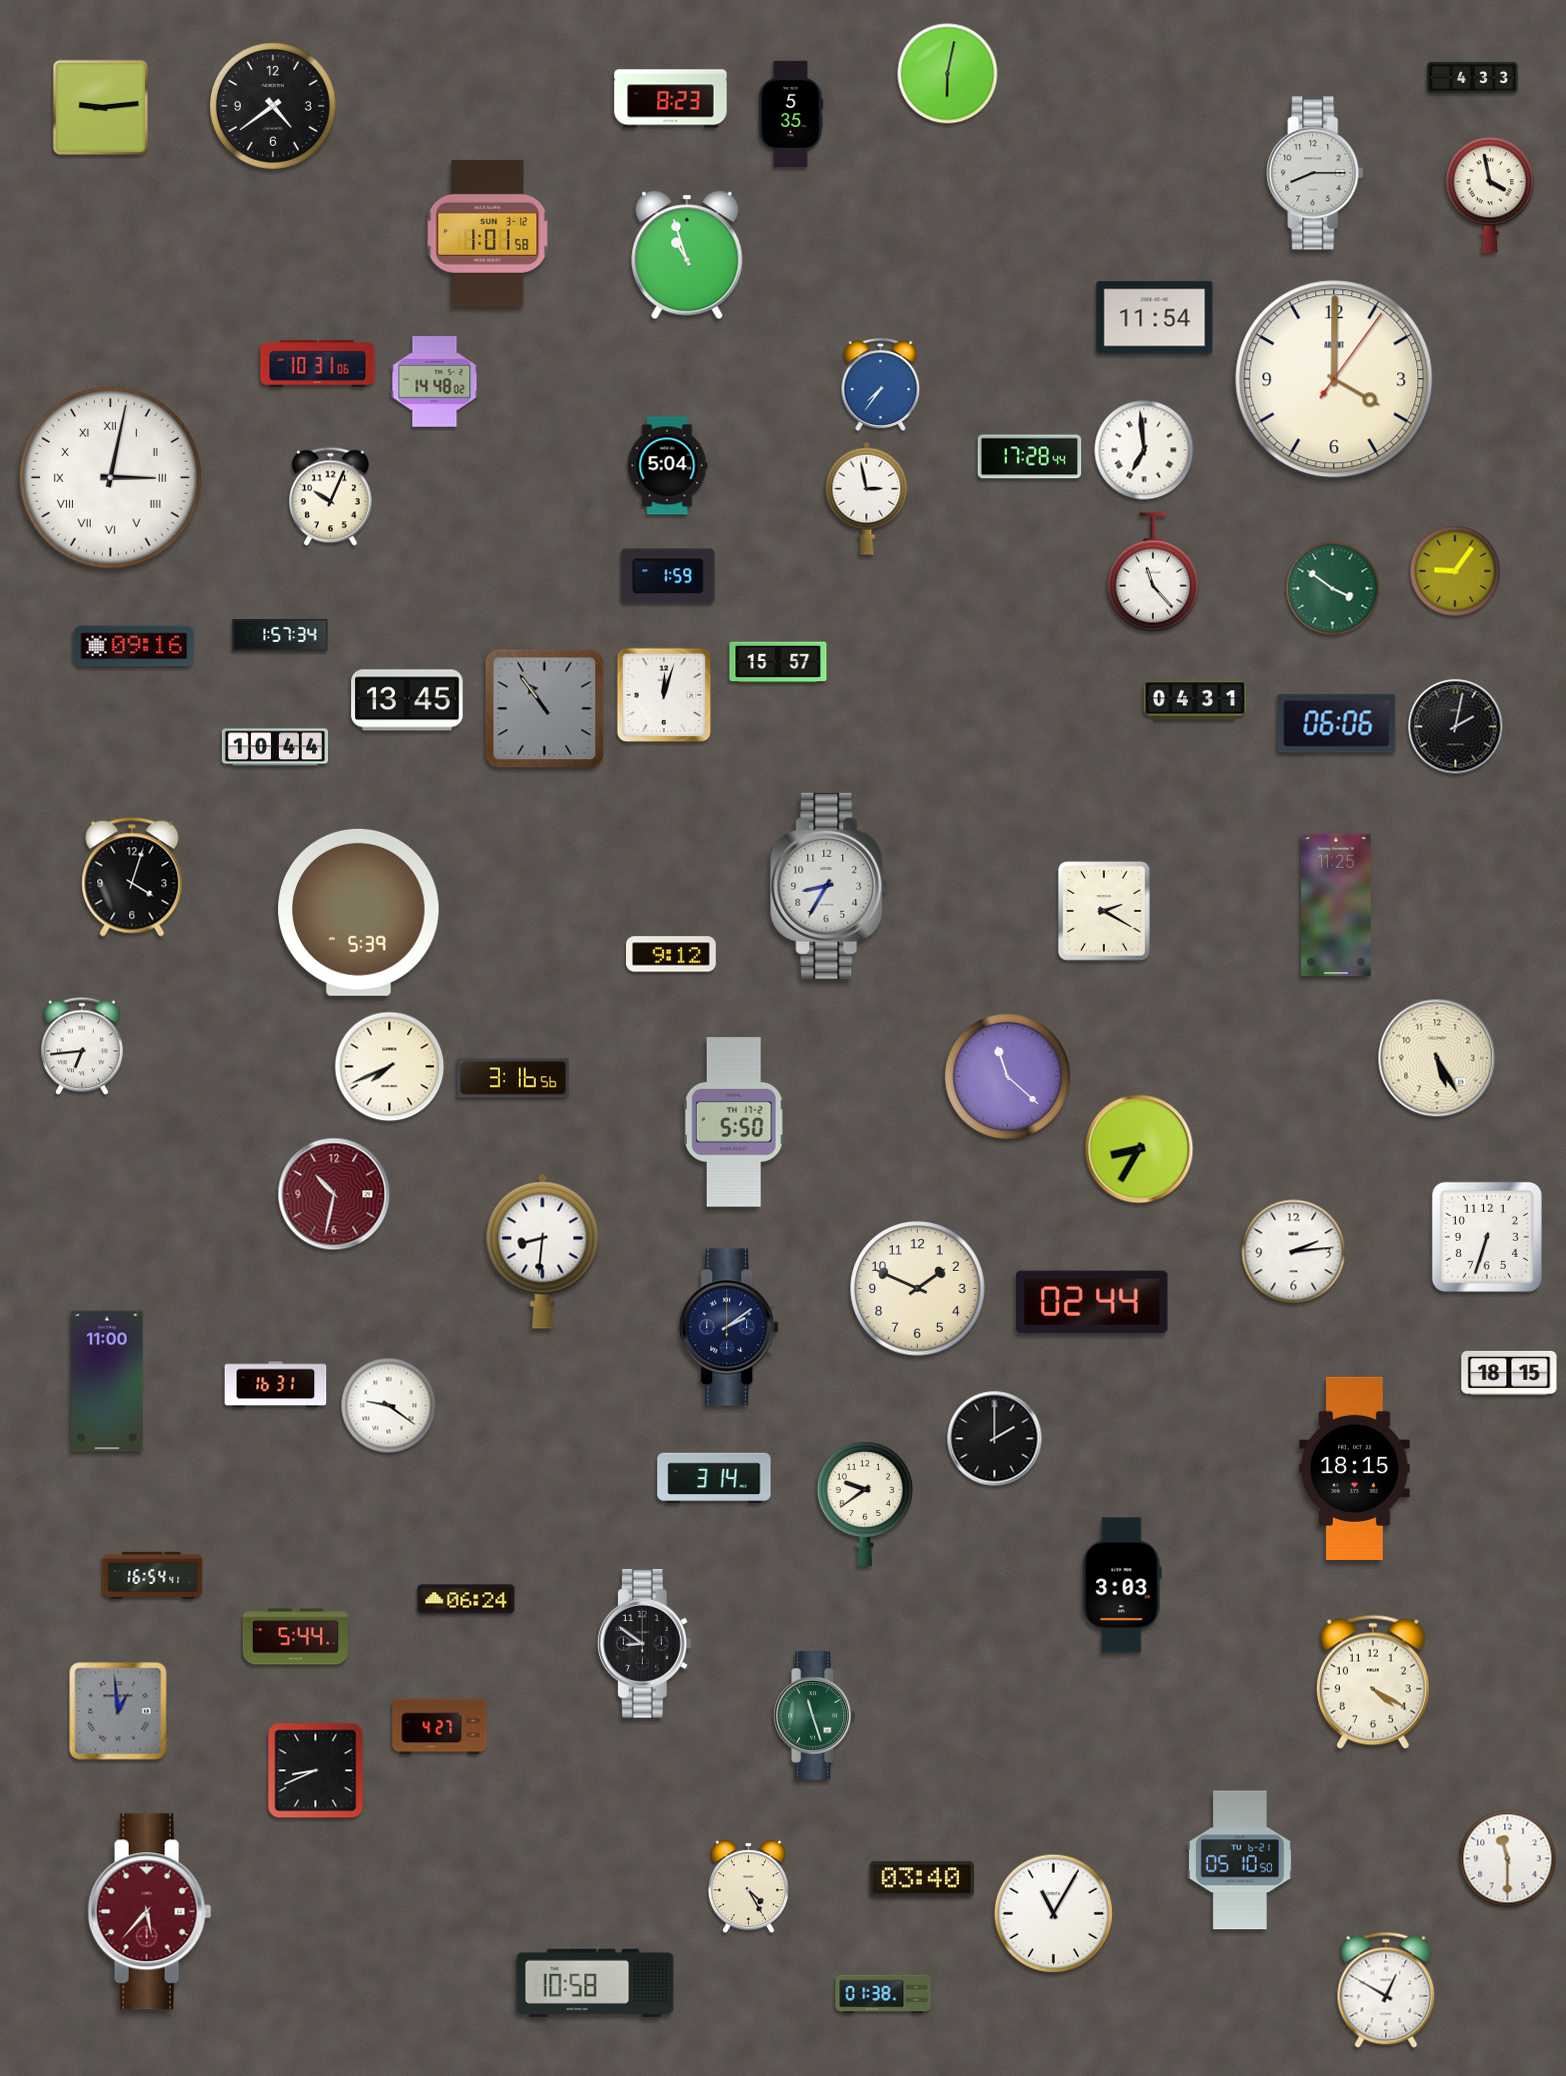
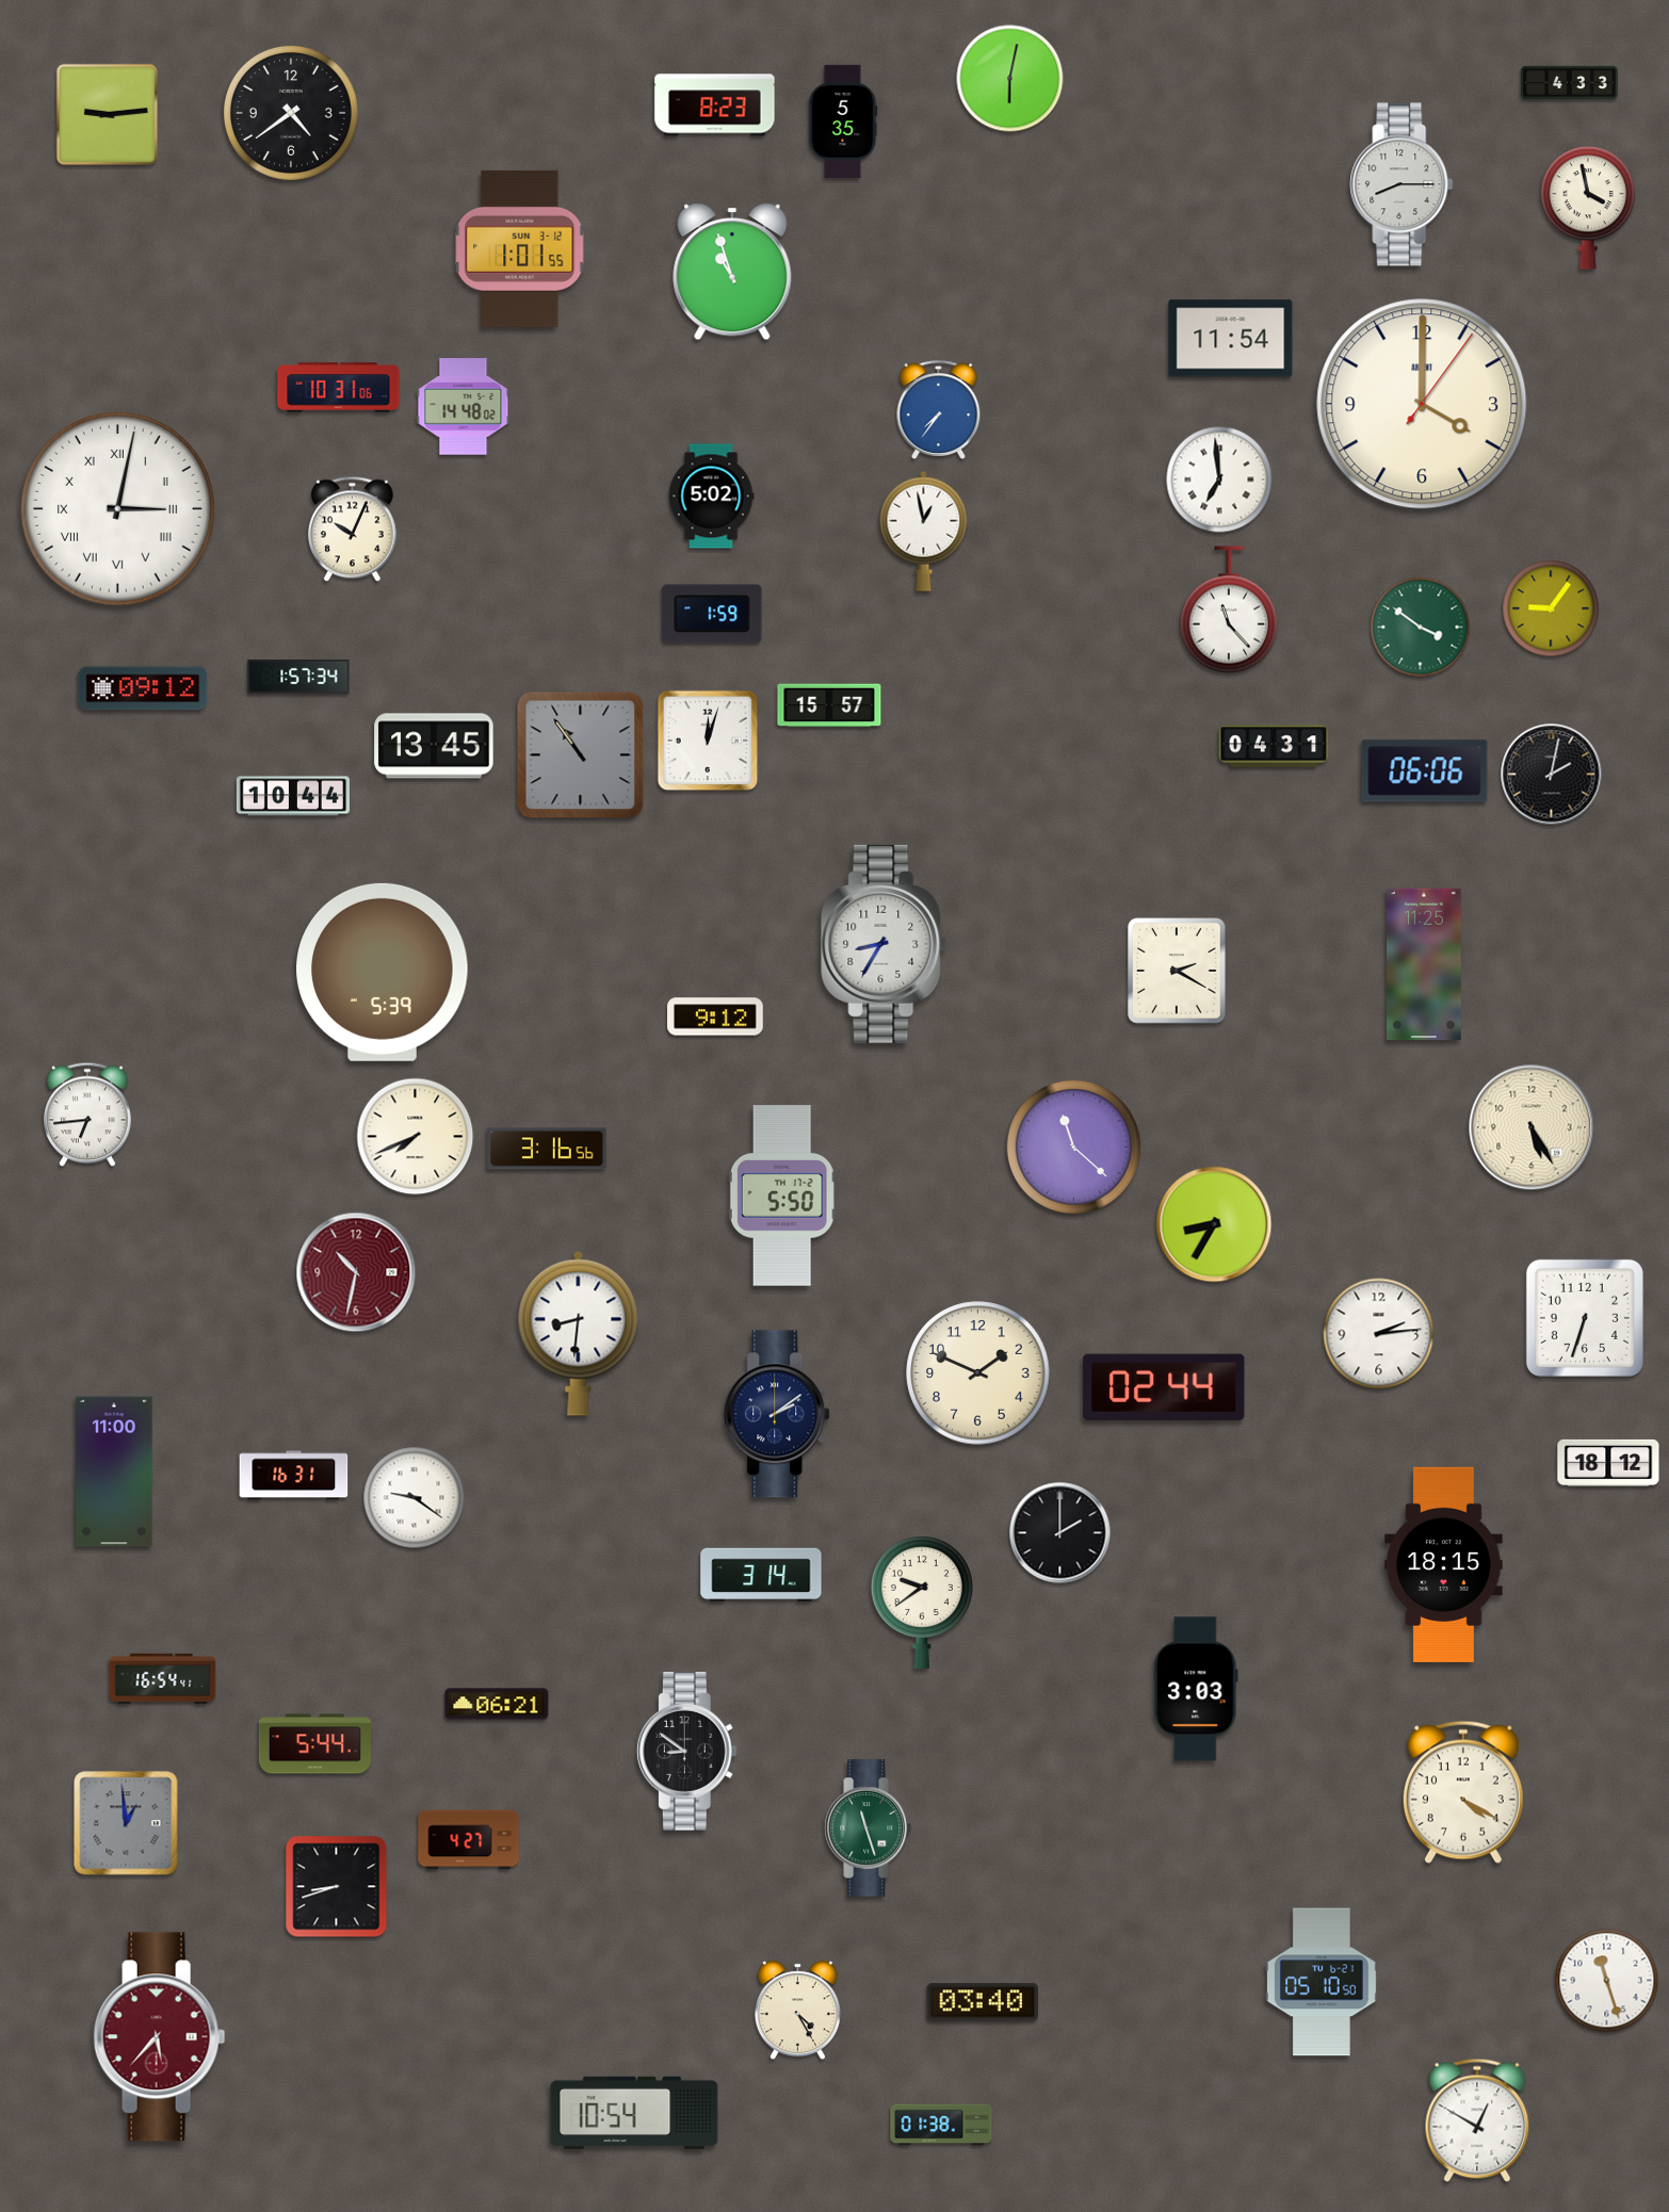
clock at (488, 233): 1:01:58 -> 1:01:55
clock at (1030, 457): 17:28 -> none
clock at (667, 466): 5:04 -> 5:02
clock at (867, 498): 2:58 -> 12:58
clock at (134, 646): 09:16 -> 09:12
clock at (132, 877): 4:03 -> none
clock at (1509, 1373): 18:15 -> 18:12
clock at (466, 1599): 06:24 -> 06:21
clock at (316, 1771): 8:41 -> 8:42
clock at (1508, 1859): 11:30 -> 11:27
clock at (1053, 1913): 11:05 -> none
clock at (595, 1982): 10:58 -> 10:54
